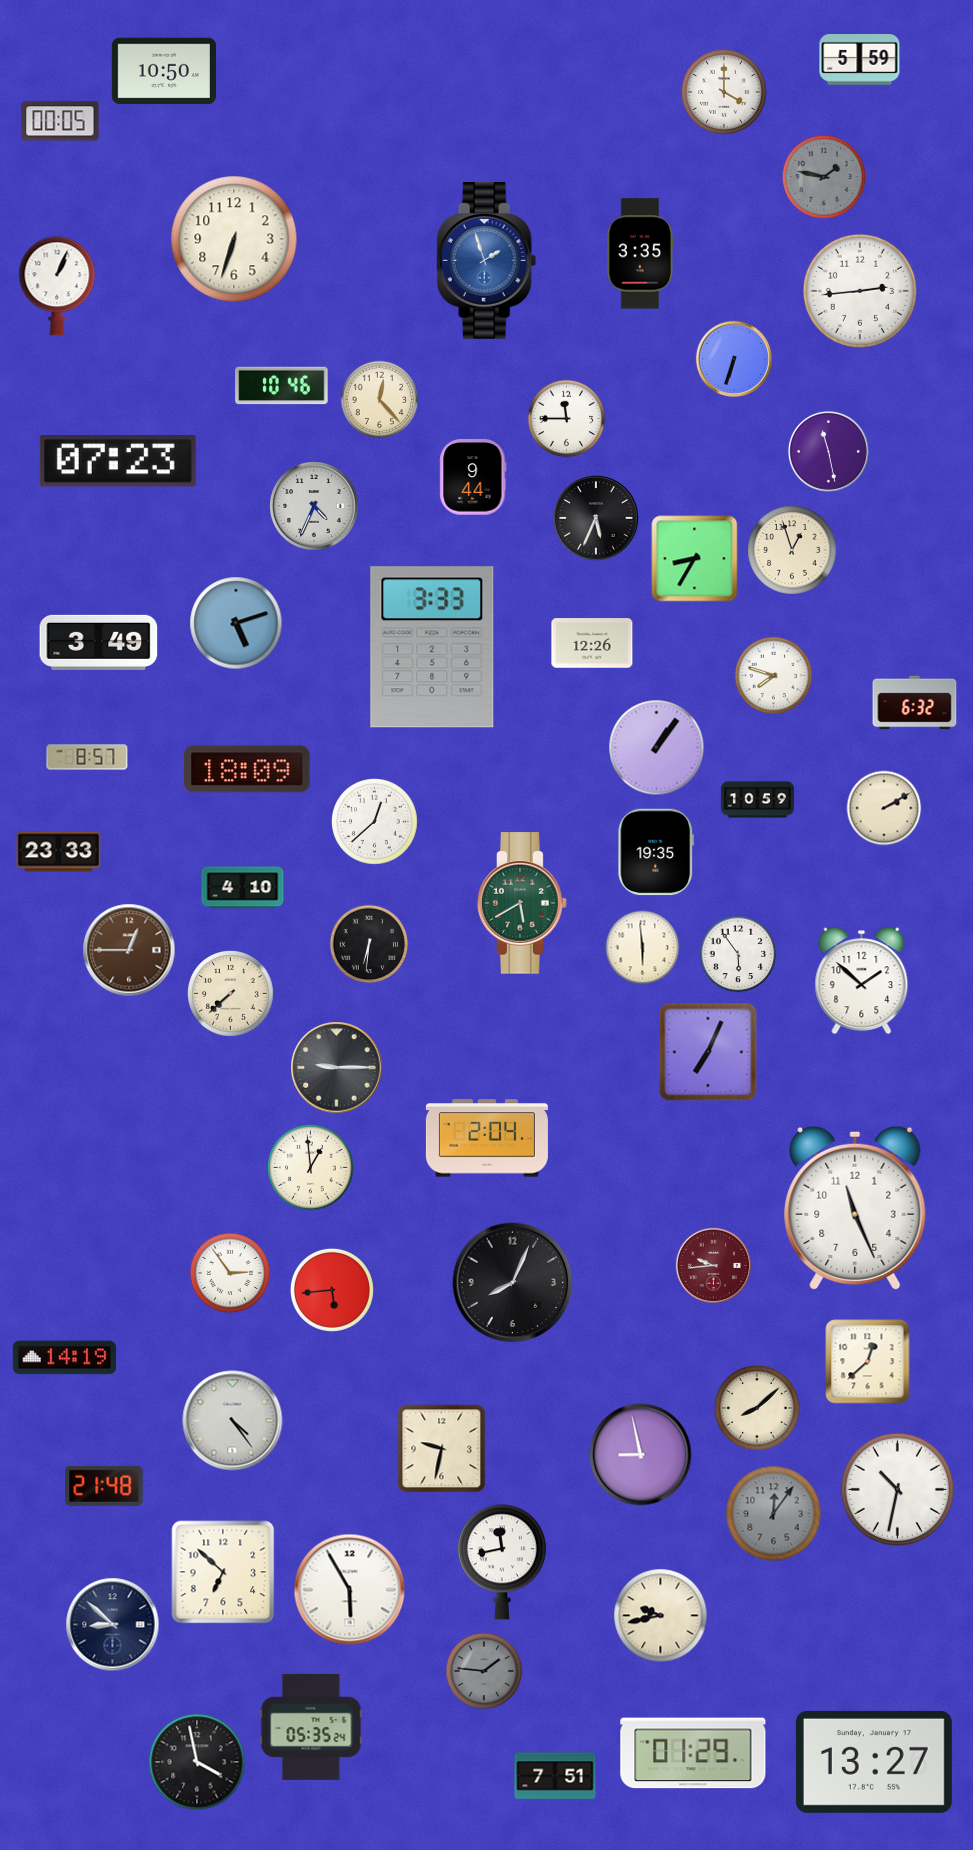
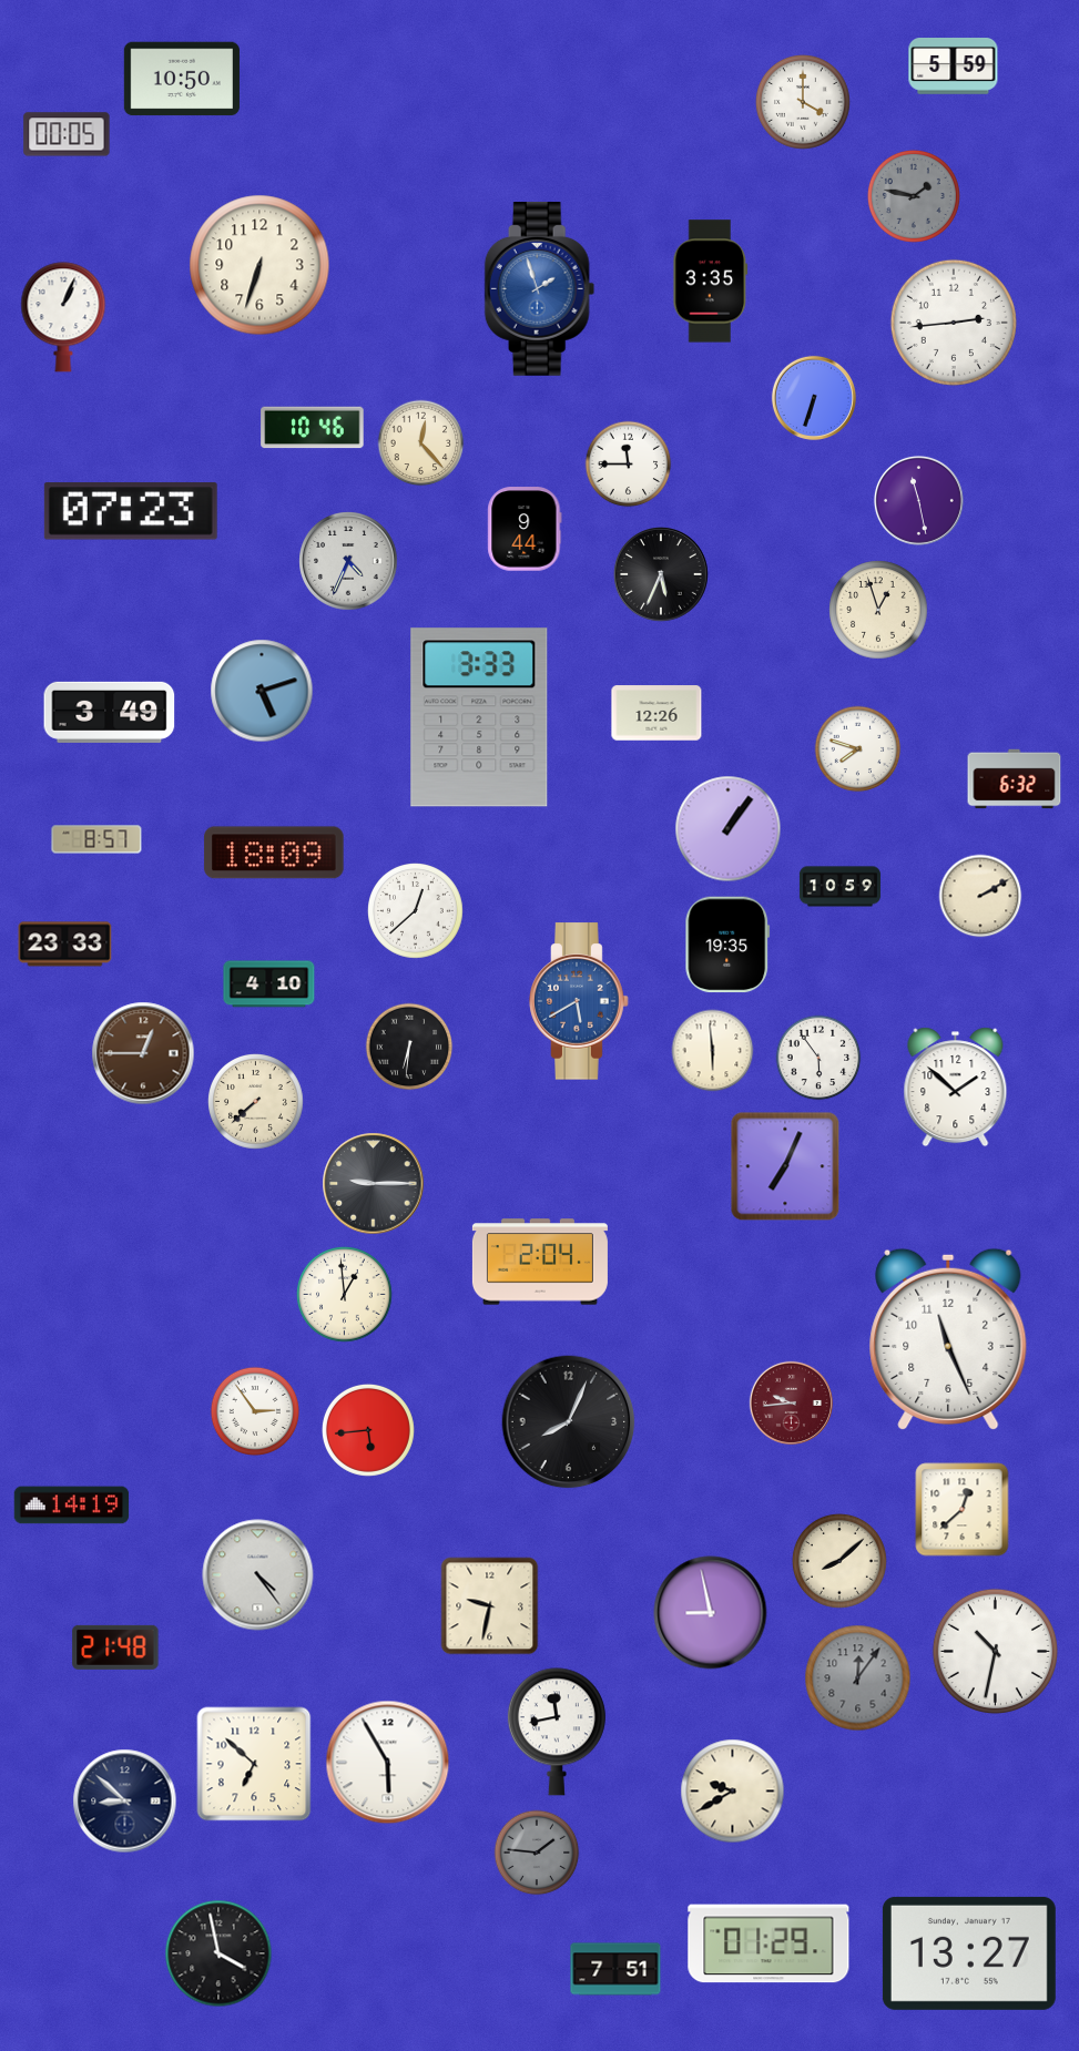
clock at (695, 559): 8:35 -> none
clock at (522, 903) dial: green -> blue
clock at (223, 1572) position: (223, 1572) -> (254, 1764)
clock at (661, 1616): 9:43 -> 9:40
clock at (311, 1727): 05:35 -> none
